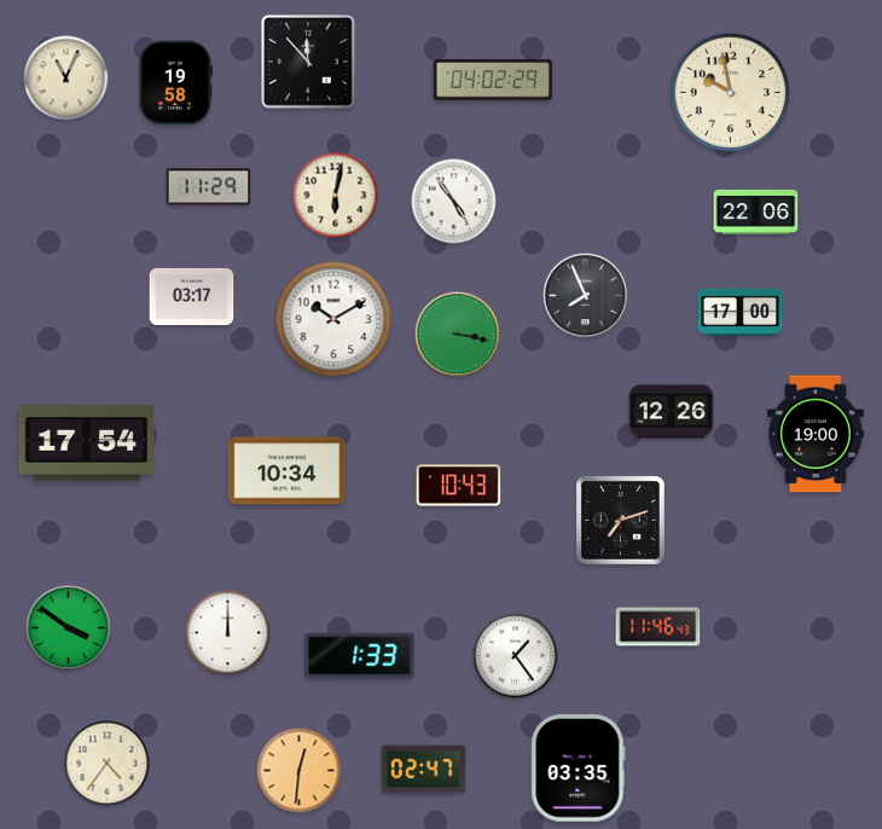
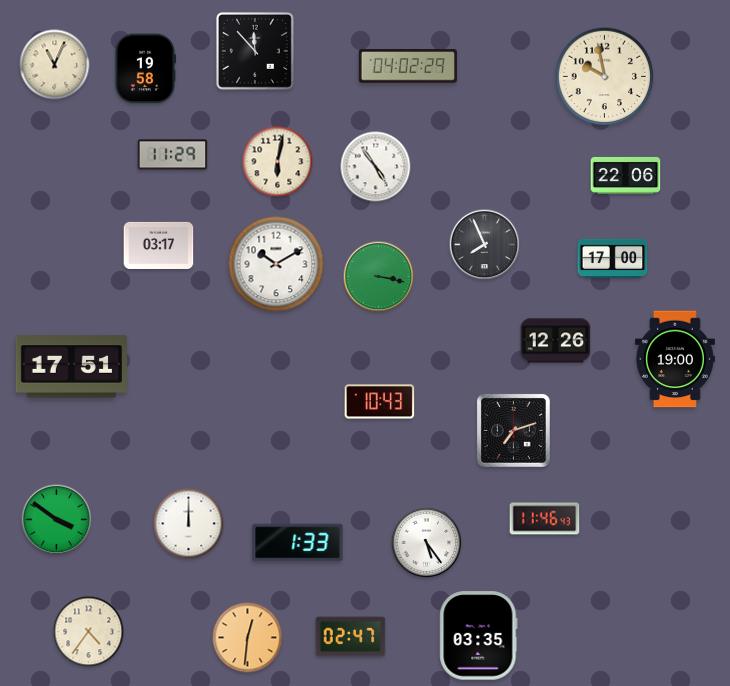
clock at (86, 444): 17:54 -> 17:51
clock at (288, 471): 10:34 -> none
clock at (516, 656): 1:24 -> 5:24
